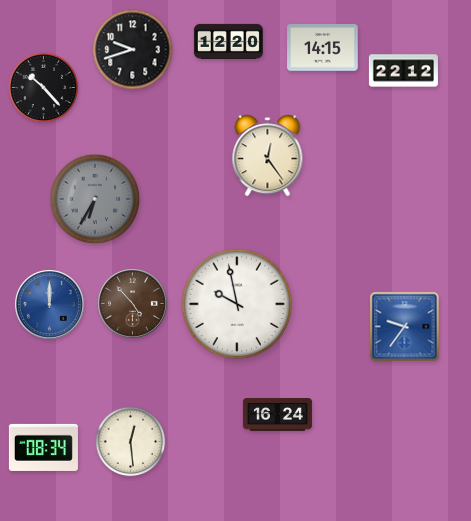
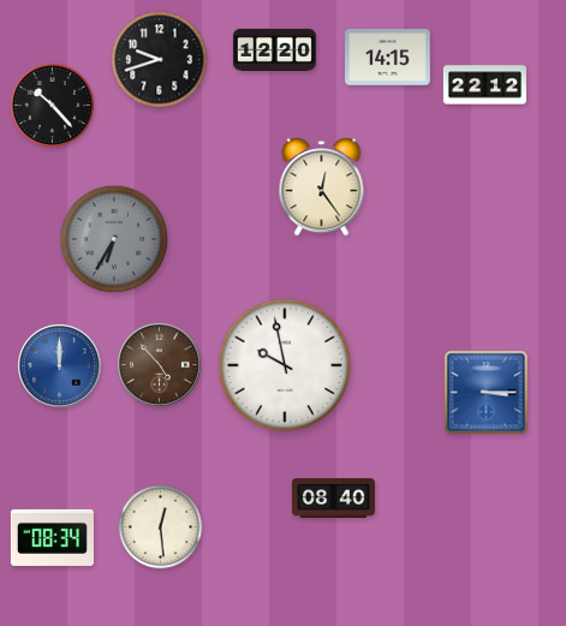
clock at (405, 327): 9:36 -> 3:15
clock at (277, 415): 16:24 -> 08:40
clock at (131, 442) position: (131, 442) -> (161, 527)
